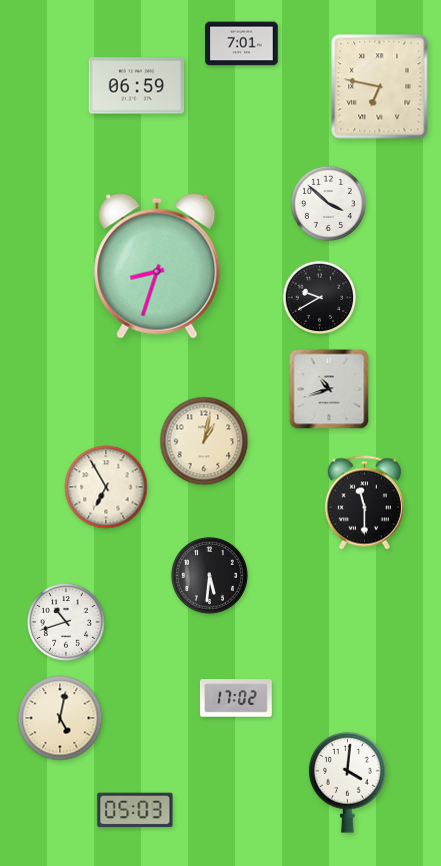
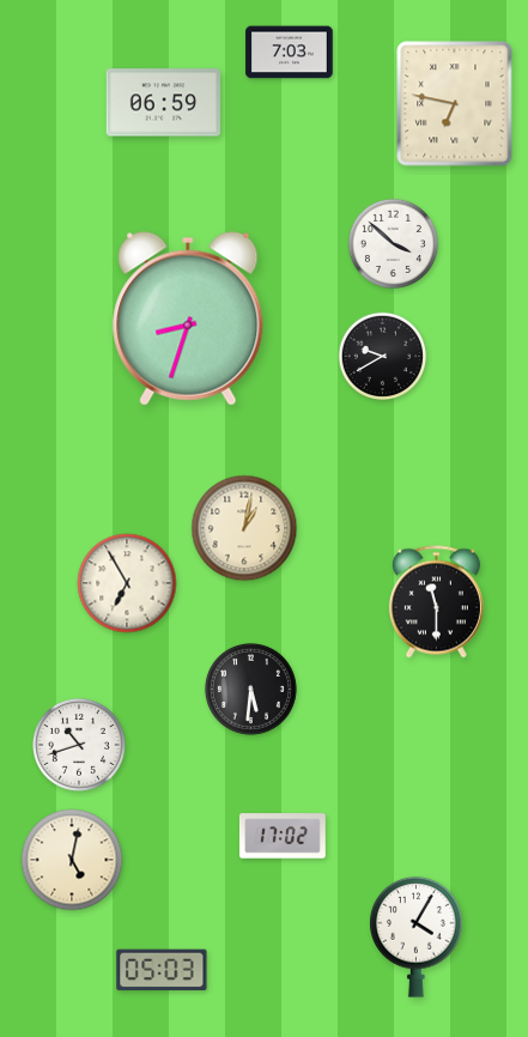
clock at (242, 44): 7:01 -> 7:03
clock at (329, 389): 10:42 -> none
clock at (348, 782): 4:01 -> 4:05
